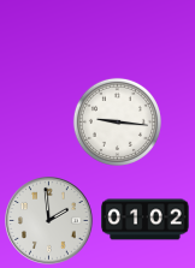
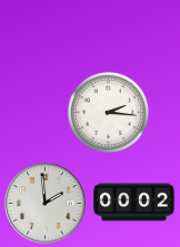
clock at (117, 121): 9:16 -> 2:16
clock at (146, 220): 01:02 -> 00:02
